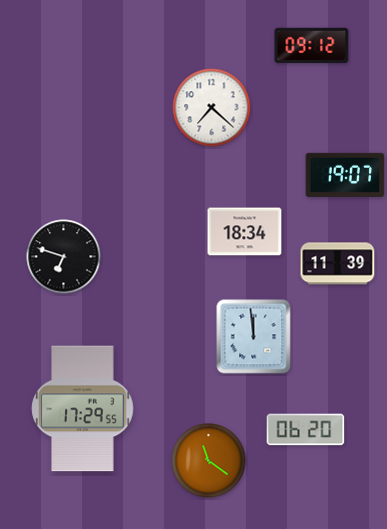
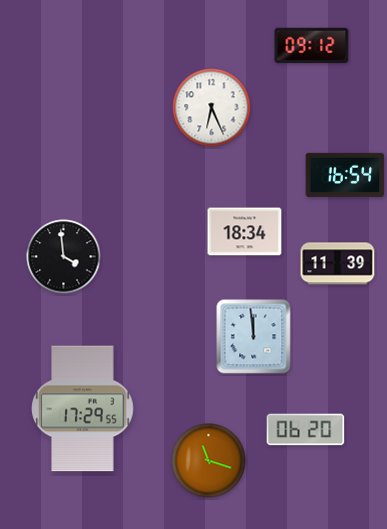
clock at (212, 108): 7:22 -> 6:26
clock at (345, 175): 19:07 -> 16:54
clock at (64, 257): 6:48 -> 3:59
clock at (209, 461): 11:21 -> 11:18
